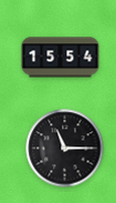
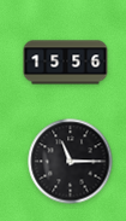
clock at (61, 58): 15:54 -> 15:56
